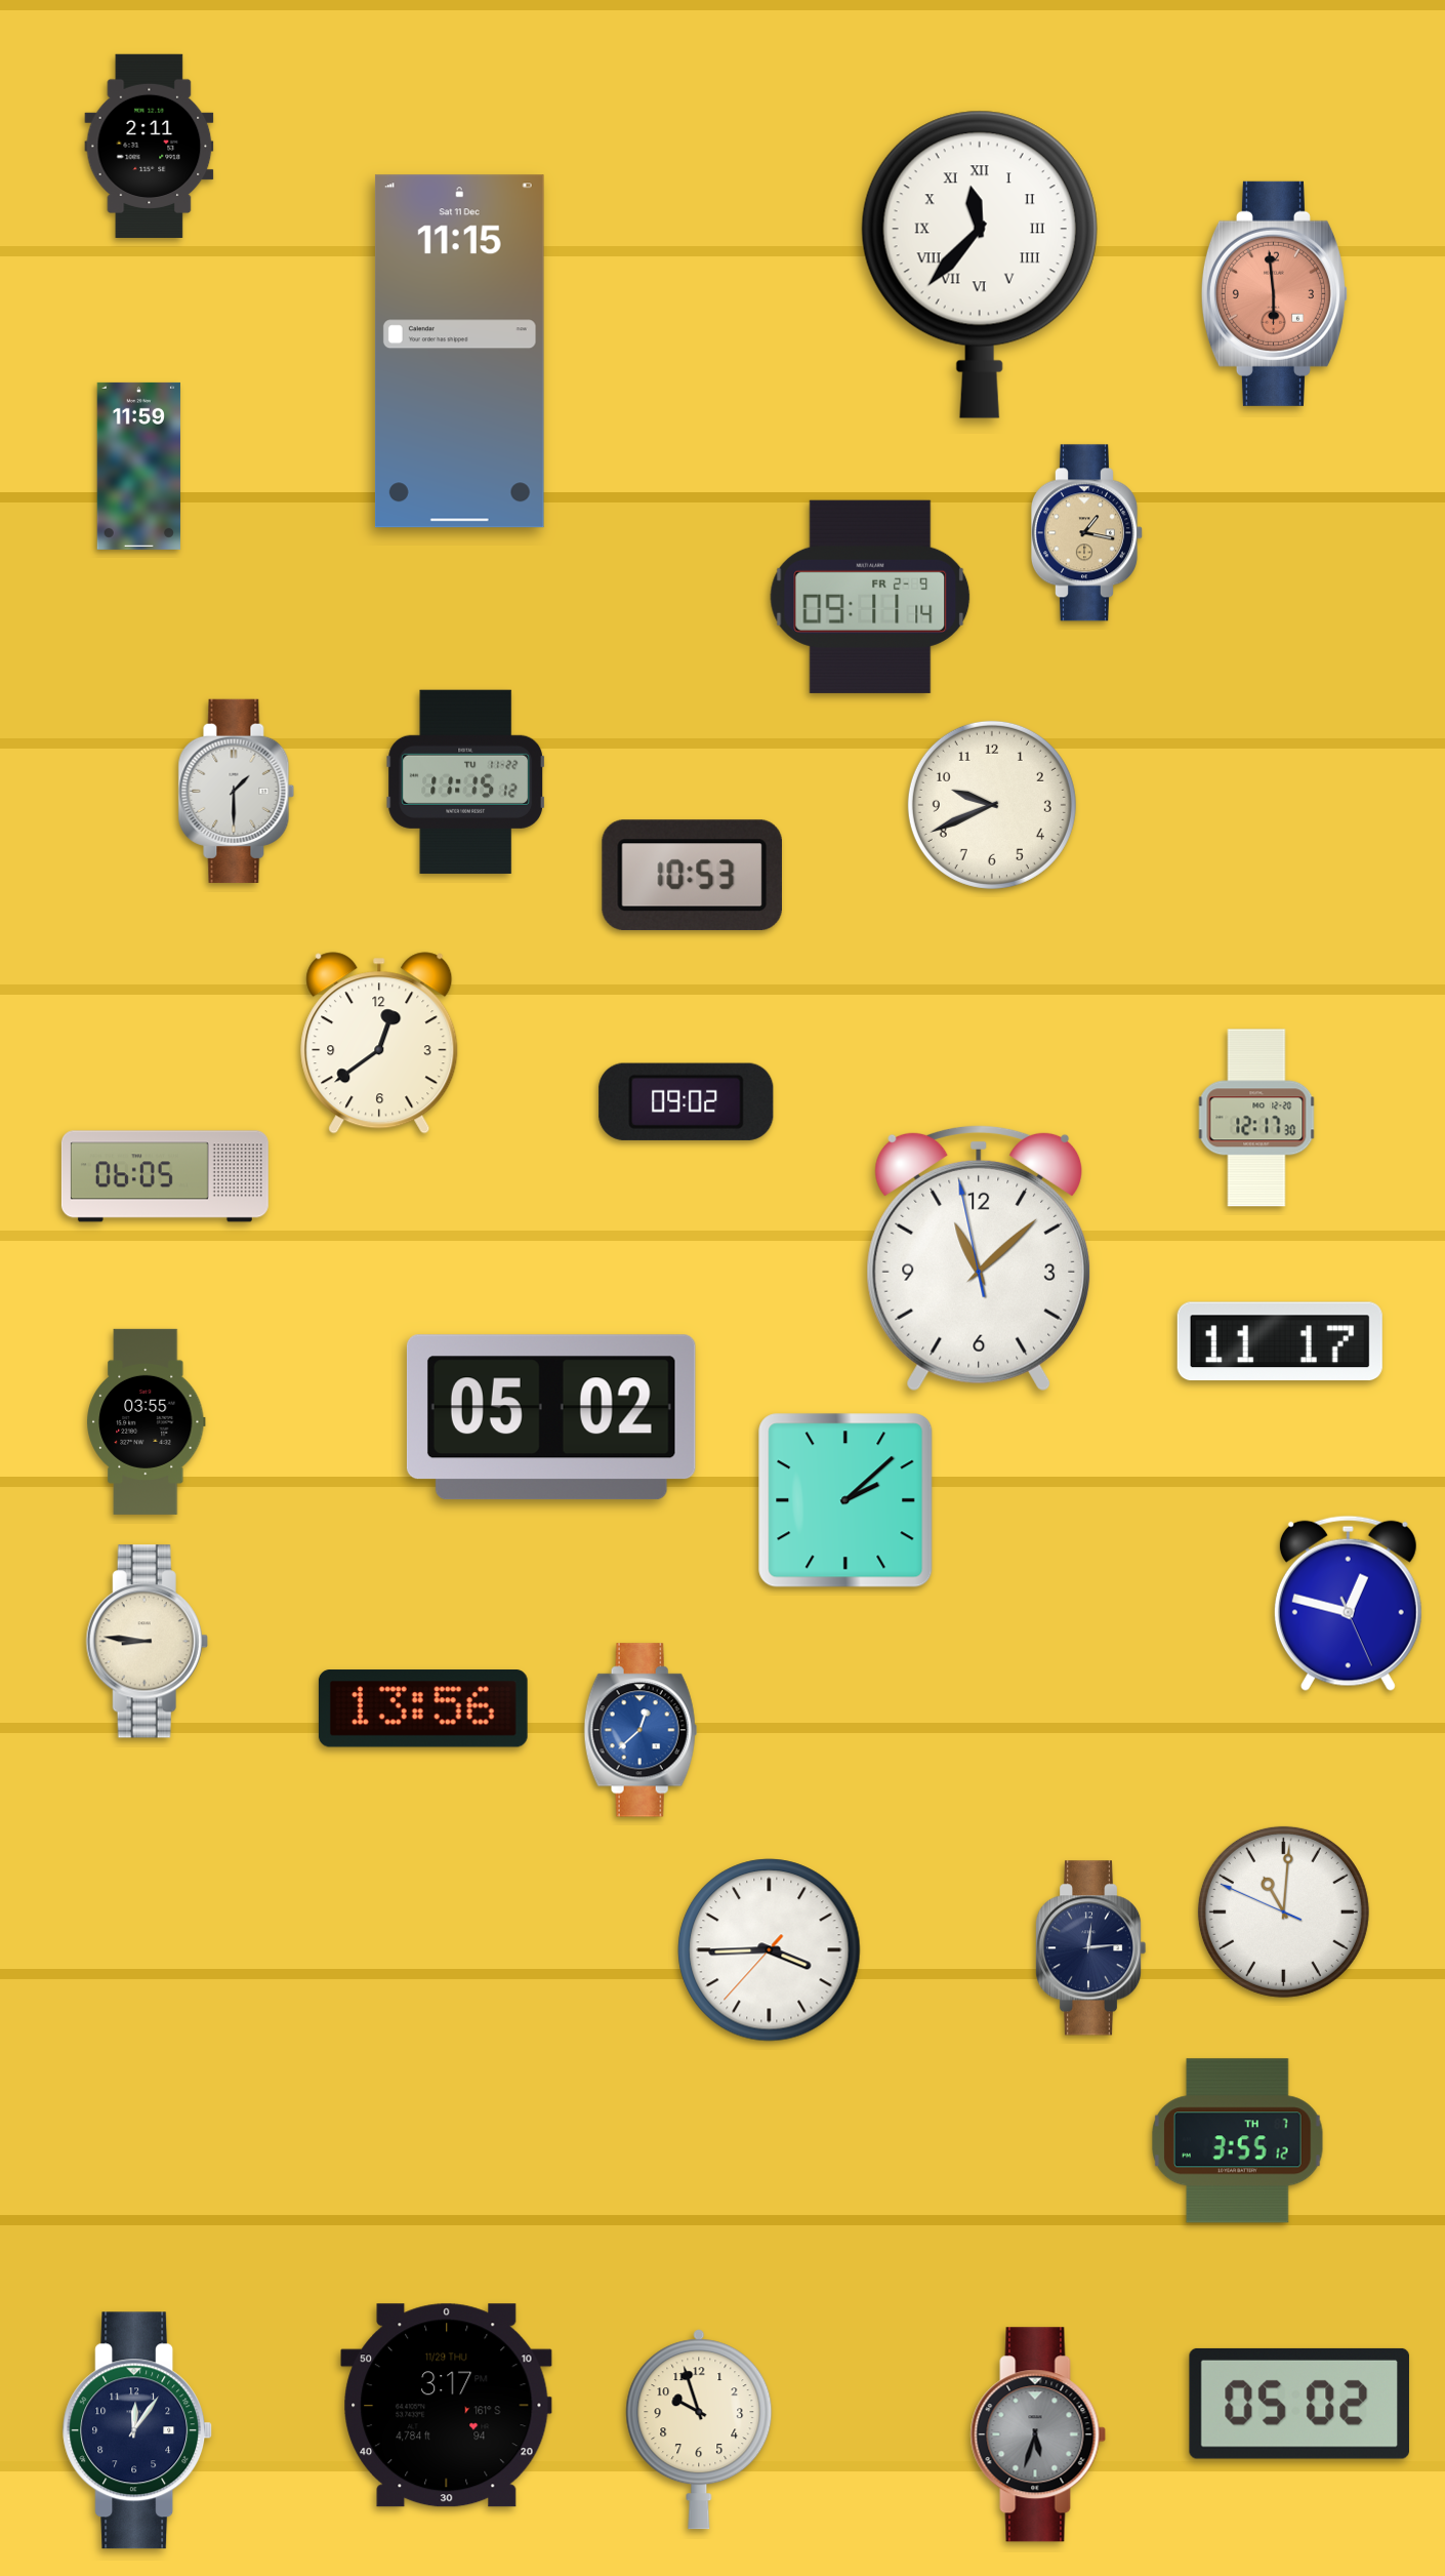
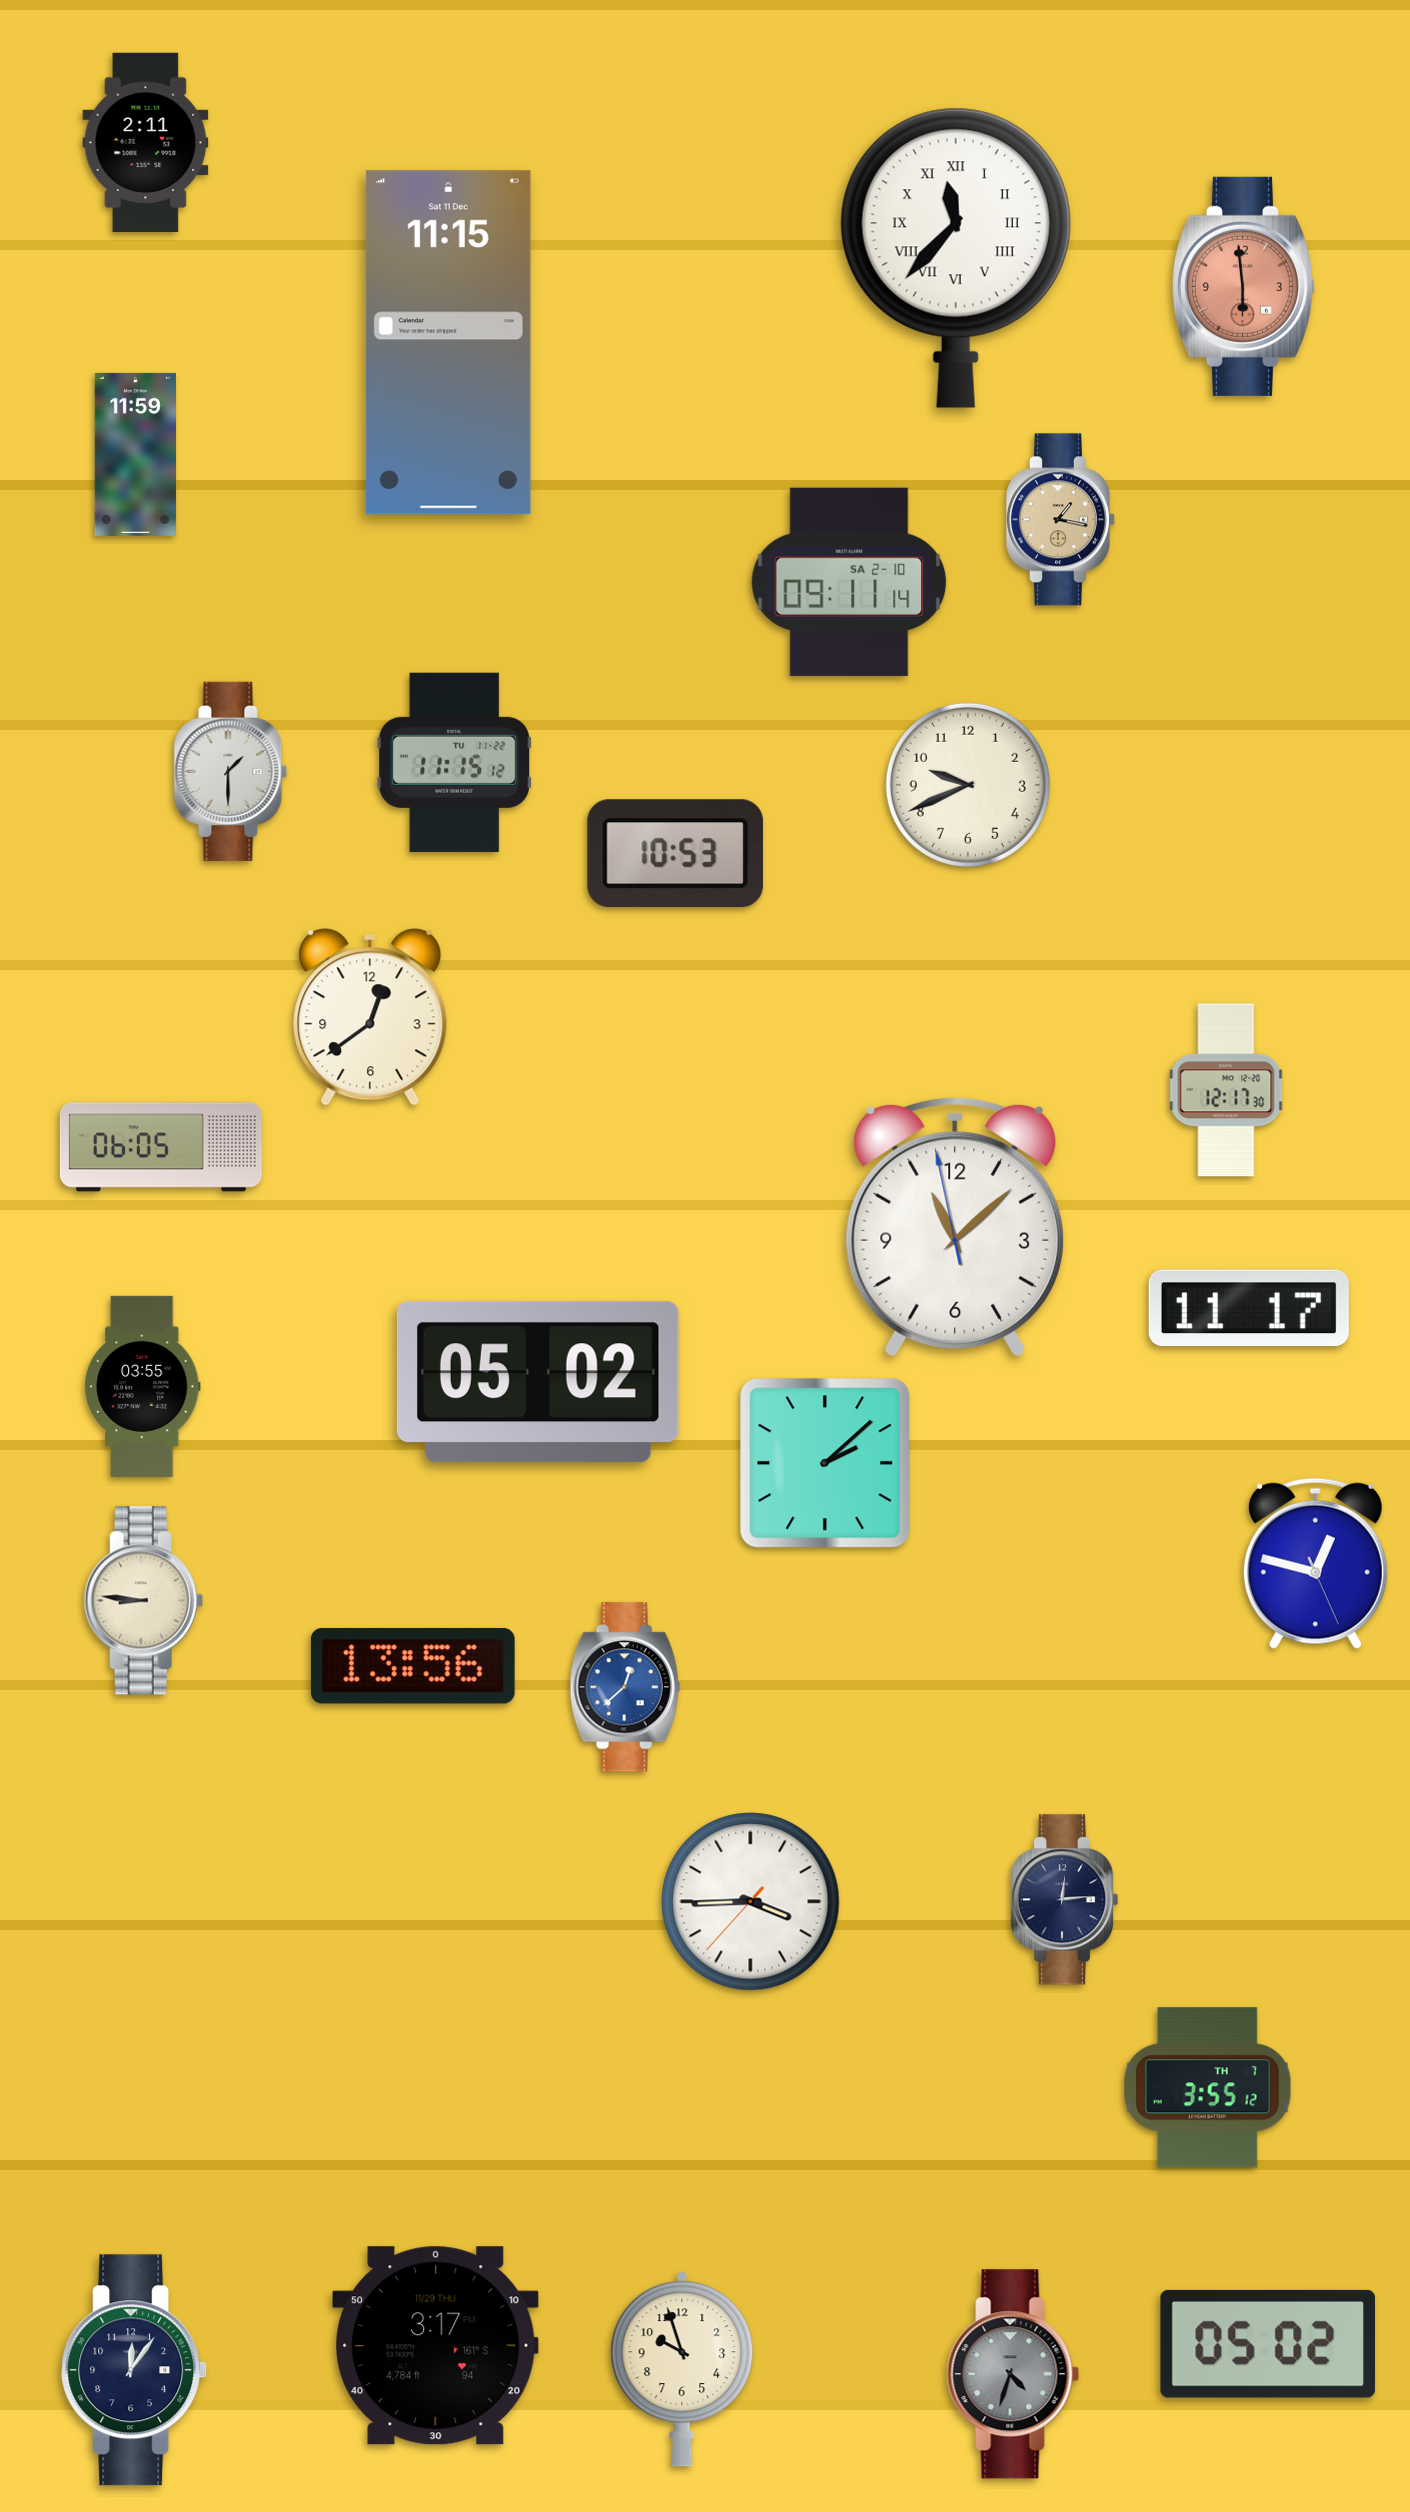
clock at (870, 597) date: FR 2-9 -> SA 2-10
clock at (687, 1101): 09:02 -> none
clock at (1283, 1911): 11:00 -> none
clock at (1038, 2434): 5:33 -> 4:33
